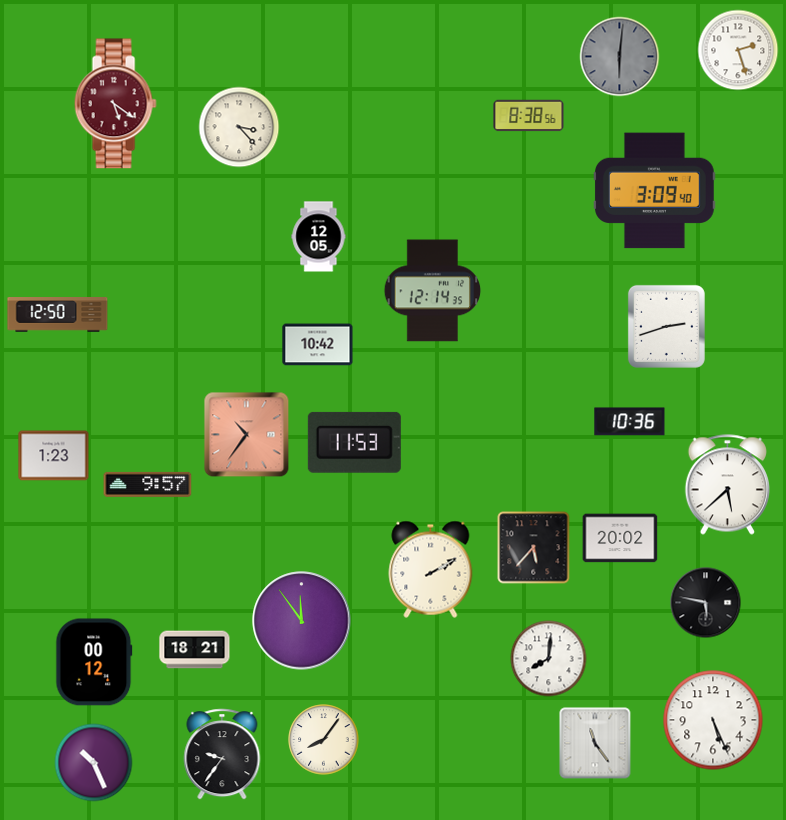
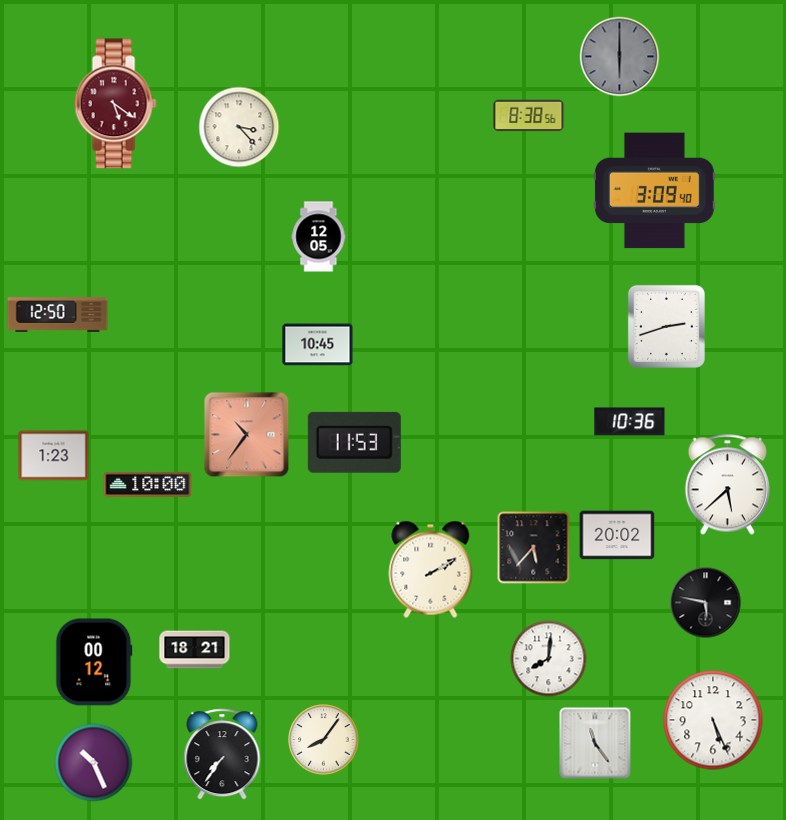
clock at (738, 50): 2:27 -> none
clock at (620, 57): 6:01 -> 6:00
clock at (433, 291): 12:14 -> none
clock at (318, 345): 10:42 -> 10:45
clock at (148, 484): 9:57 -> 10:00
clock at (620, 538) position: (620, 538) -> (617, 535)
clock at (302, 621): 11:54 -> none
clock at (222, 754): 9:36 -> 7:36
